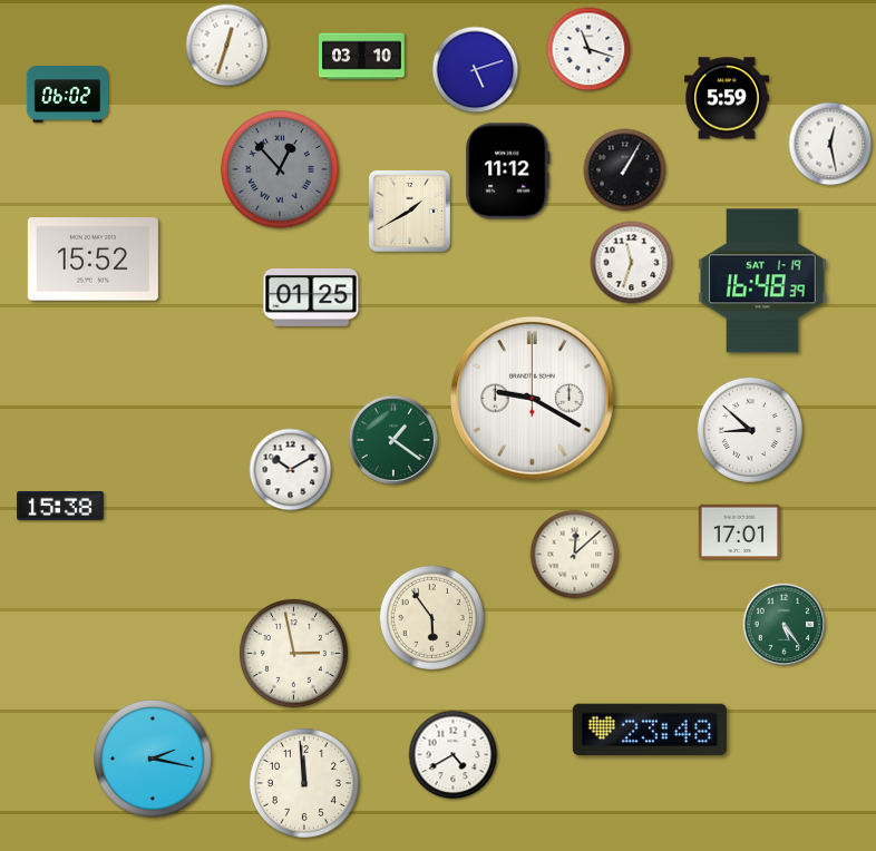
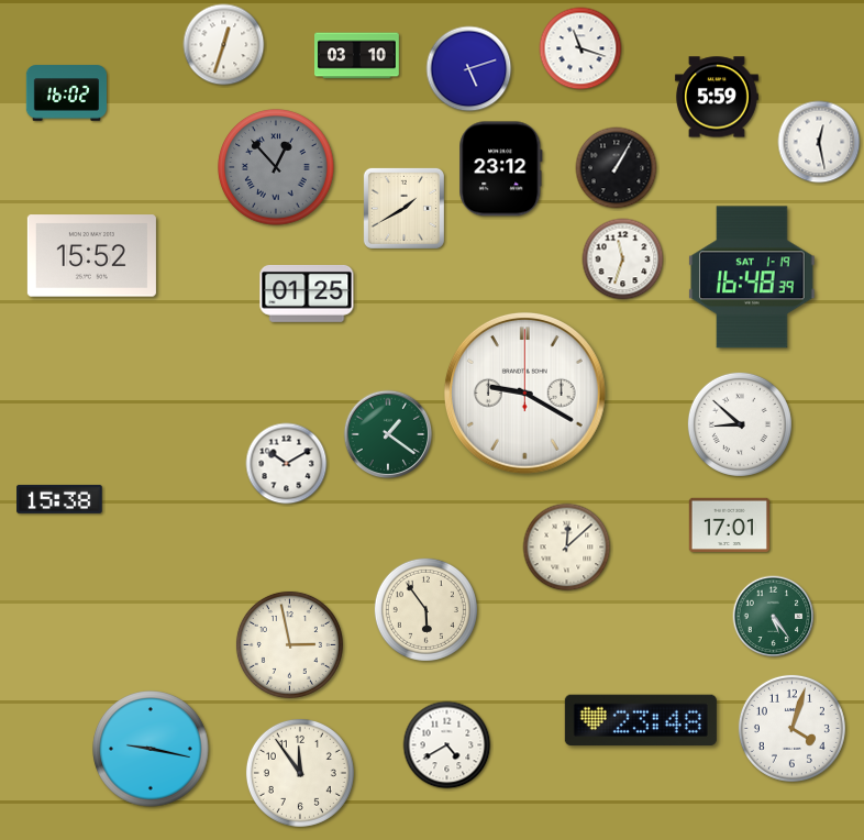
clock at (67, 95): 06:02 -> 16:02
clock at (508, 172): 11:12 -> 23:12
clock at (791, 728): none -> 4:03
clock at (153, 759): 2:17 -> 9:17
clock at (304, 783): 11:59 -> 11:54
